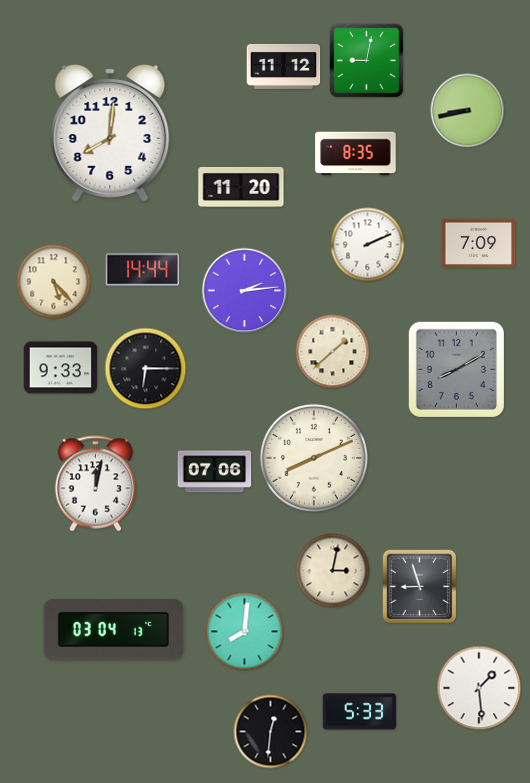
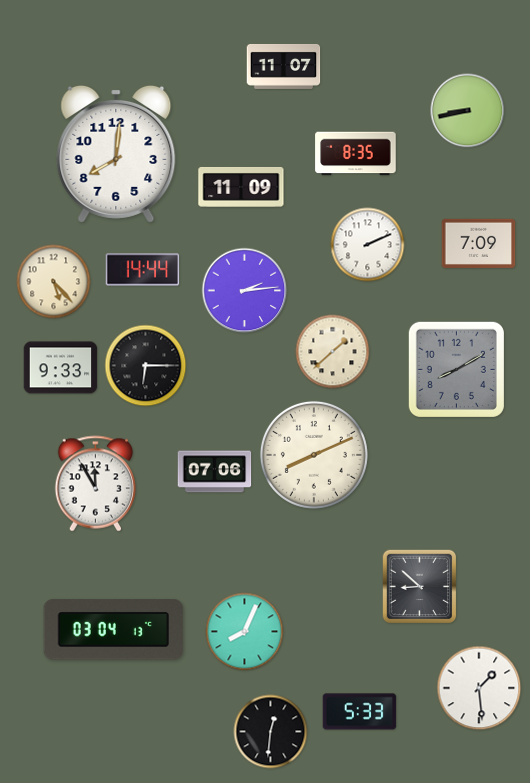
clock at (367, 61): 9:02 -> none
clock at (284, 66): 11:12 -> 11:07
clock at (110, 133) position: (110, 133) -> (116, 154)
clock at (241, 187): 11:20 -> 11:09
clock at (146, 369) position: (146, 369) -> (146, 366)
clock at (314, 458) position: (314, 458) -> (314, 455)
clock at (96, 484): 12:02 -> 11:55
clock at (333, 571): 3:02 -> none
clock at (420, 587): 8:57 -> 8:52
clock at (245, 632): 8:01 -> 8:04
